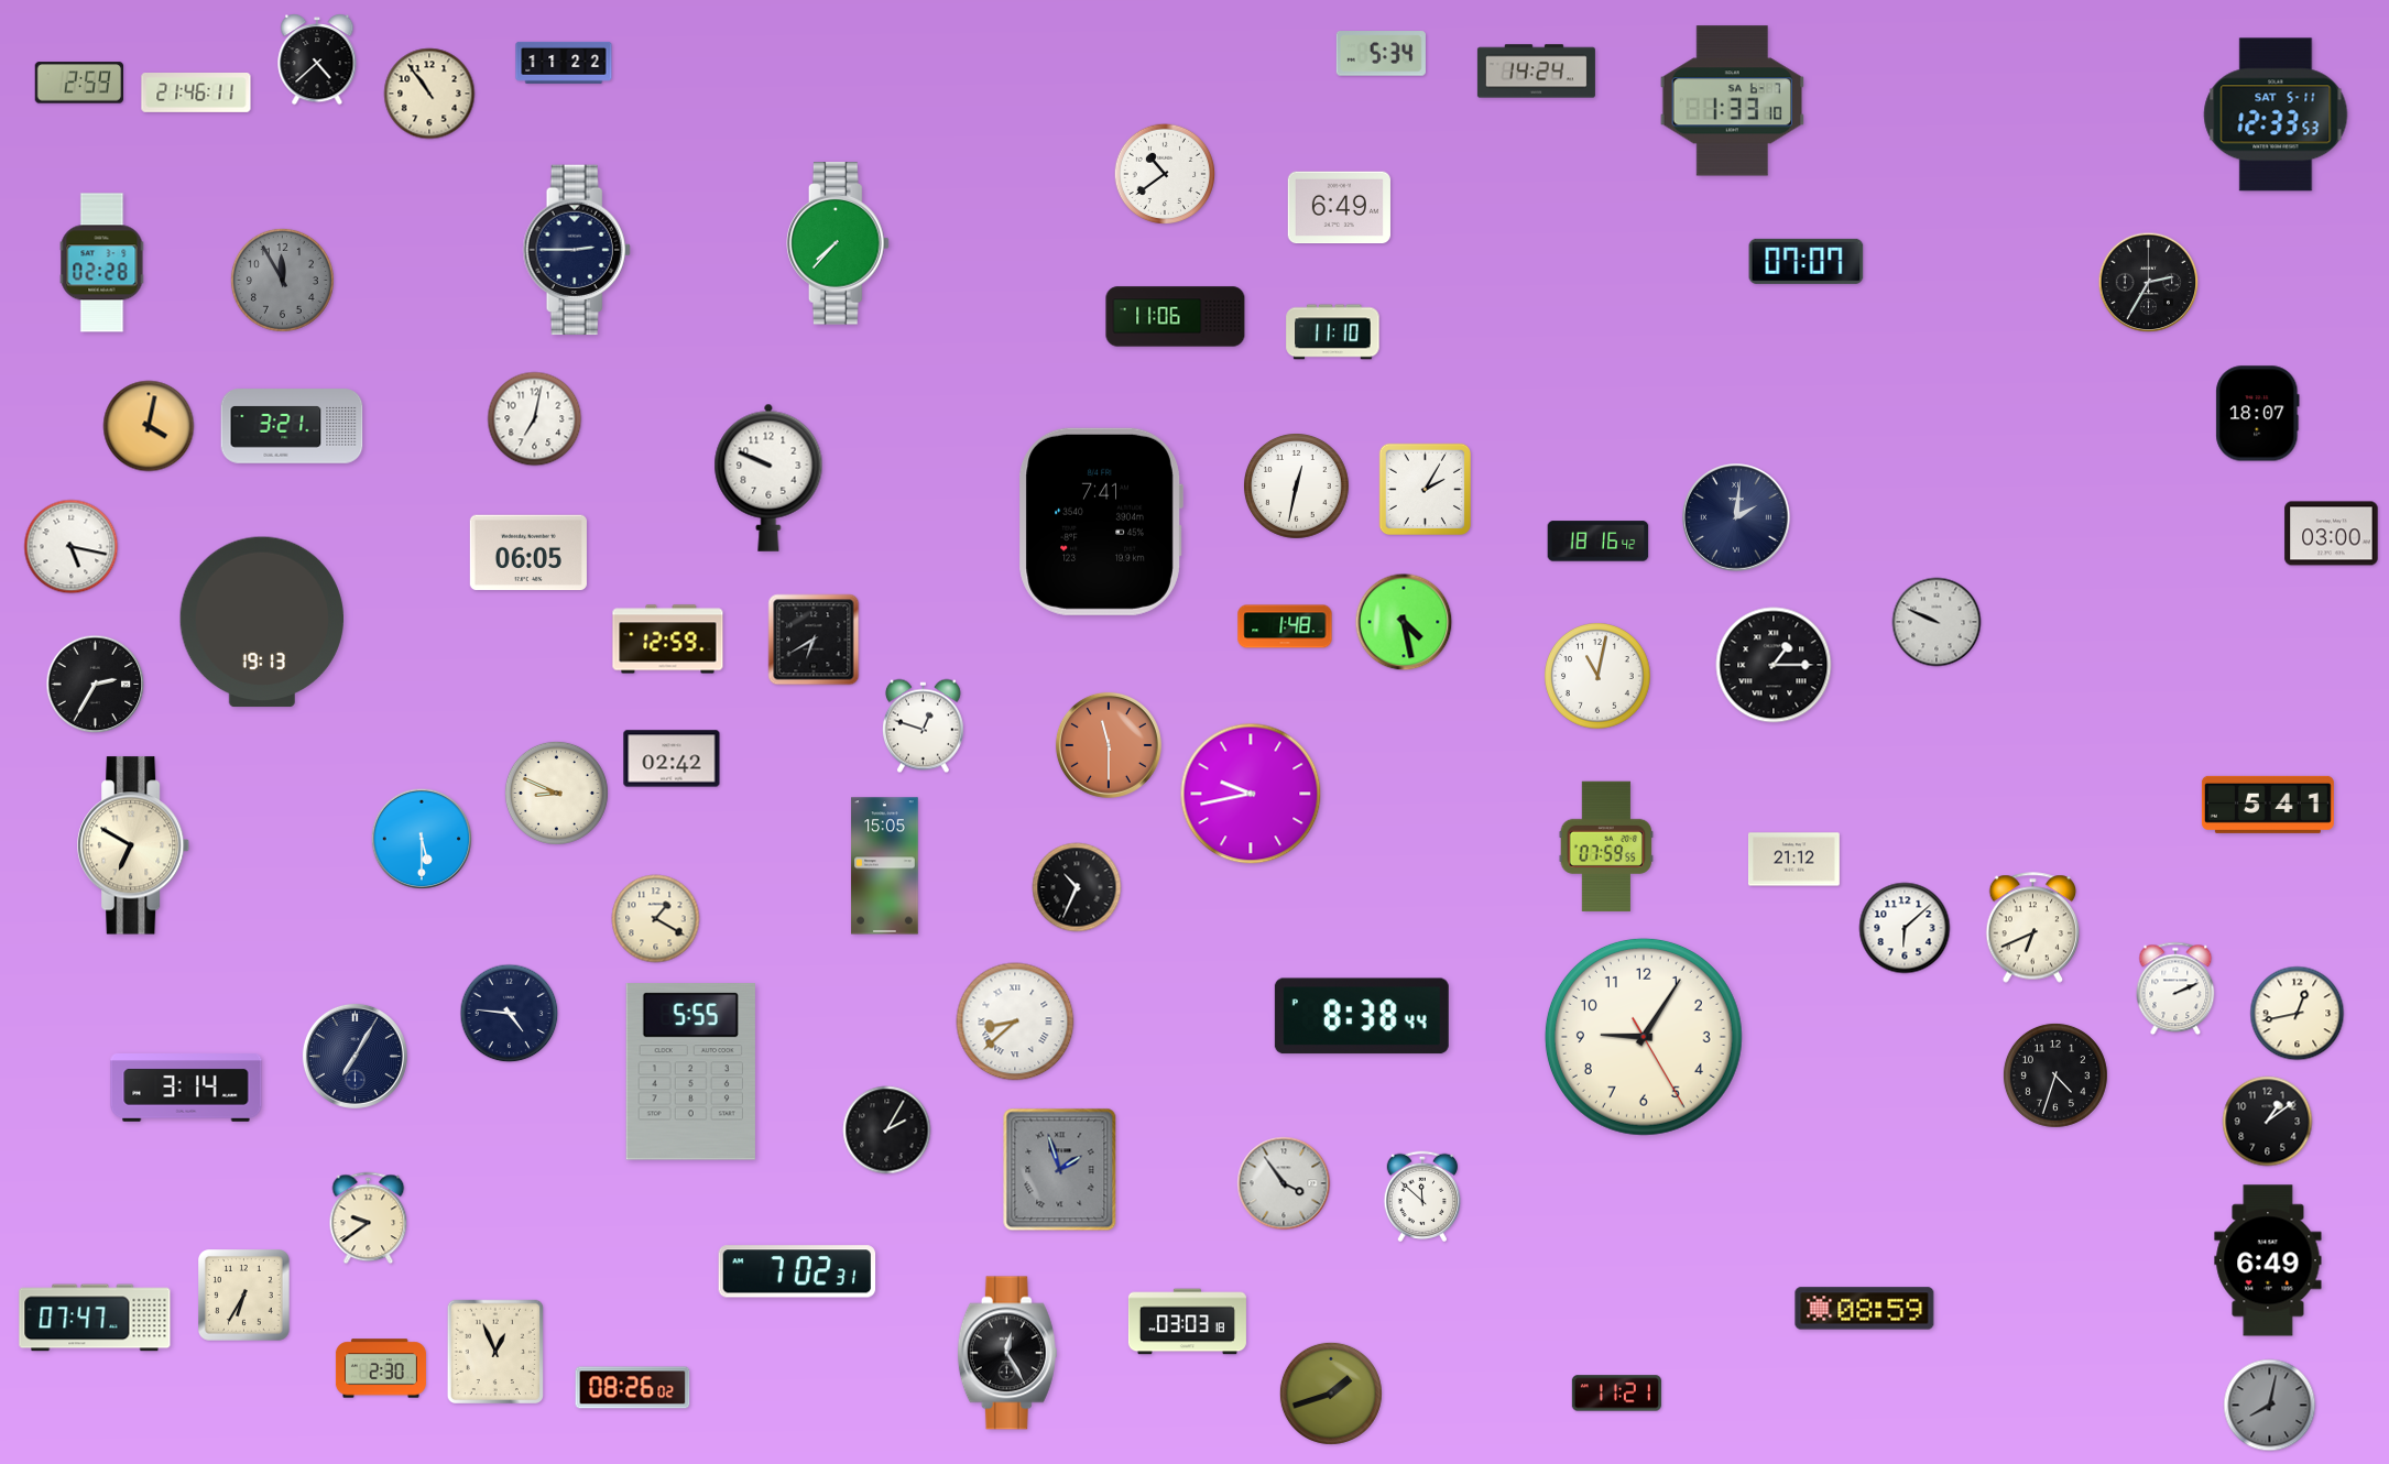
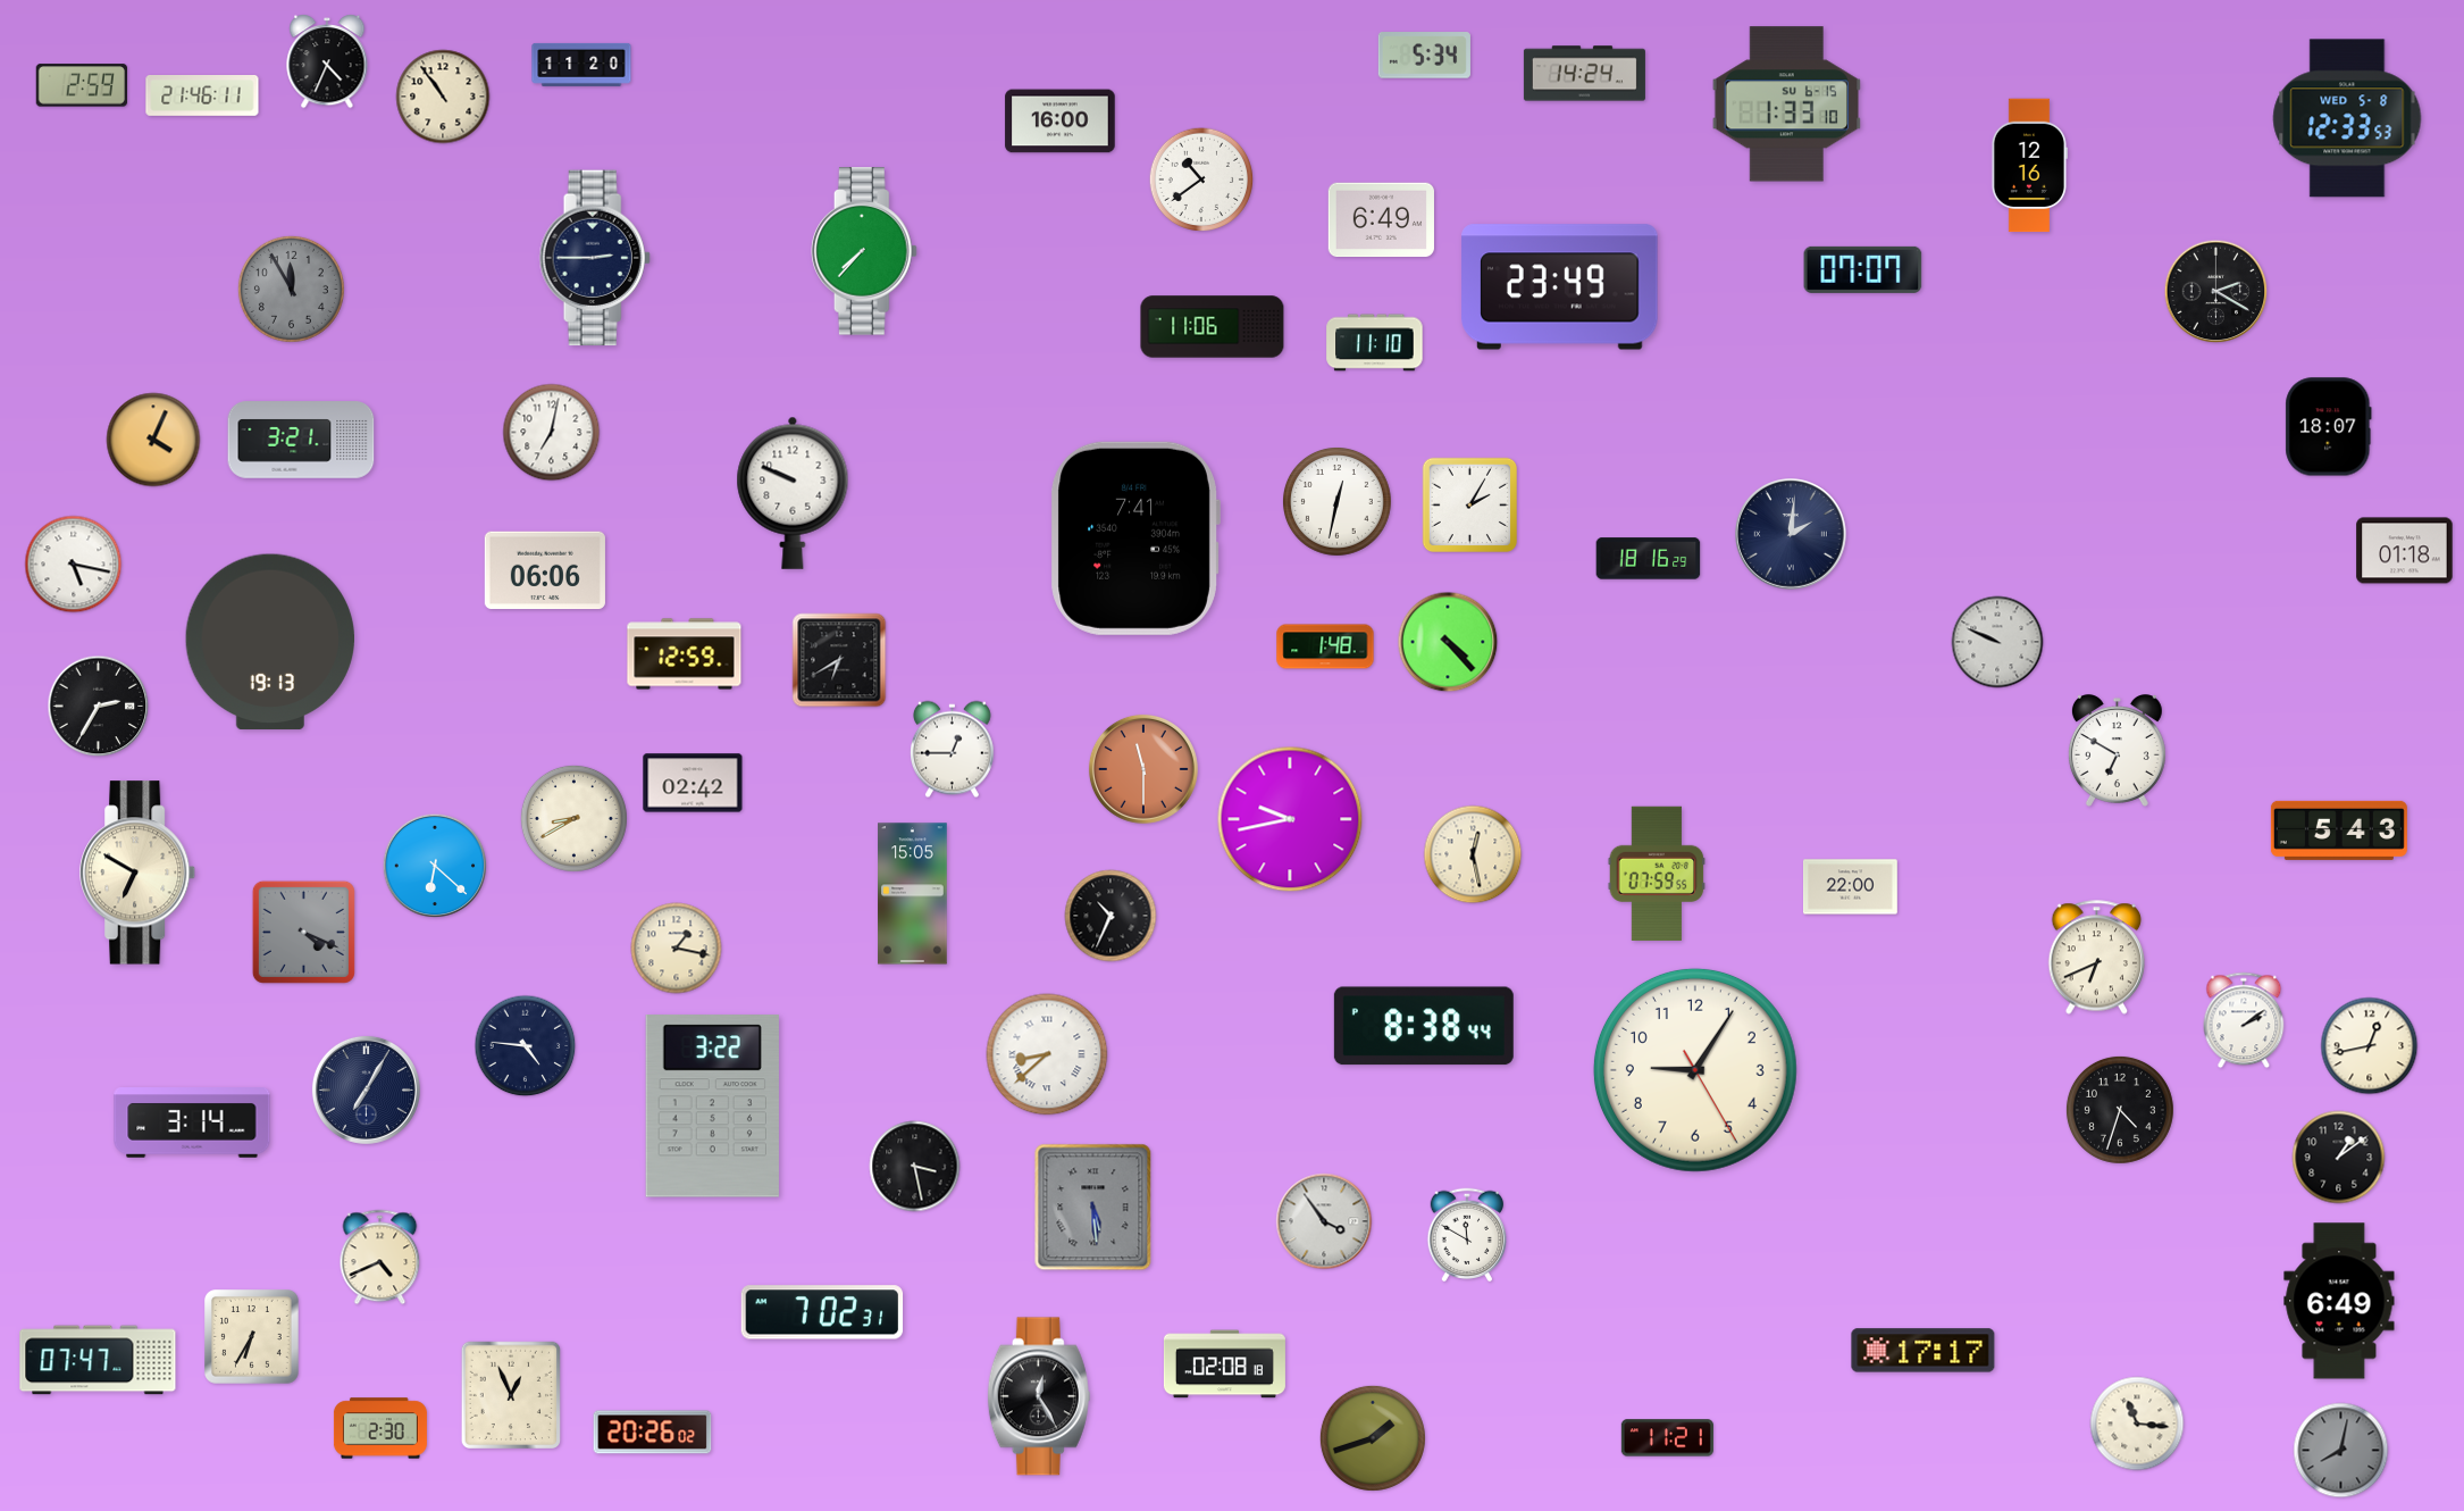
clock at (317, 59): 4:38 -> 4:34
clock at (564, 63): 11:22 -> 11:20
clock at (1732, 101) date: SA 6-7 -> SU 6-15
clock at (2276, 114) date: SAT 5-11 -> WED 5-8
clock at (1061, 122): none -> 16:00
clock at (2029, 166): none -> 12:16
clock at (1339, 208) position: (1339, 208) -> (1381, 220)
clock at (102, 263): 02:28 -> none
clock at (1560, 287): none -> 23:49
clock at (2149, 283): 2:35 -> 2:20
clock at (149, 426): 4:02 -> 4:04
clock at (2332, 534): 03:00 -> 01:18
clock at (1599, 542): 18:16:42 -> 18:16:29
clock at (528, 553): 06:05 -> 06:06
clock at (1404, 622): 4:28 -> 4:23
clock at (668, 640) position: (668, 640) -> (685, 654)
clock at (1774, 665): 1:15 -> none
clock at (1597, 676): 11:02 -> none
clock at (924, 726): 12:48 -> 12:45
clock at (2117, 751): none -> 6:50
clock at (556, 793): 8:49 -> 8:40
clock at (2268, 805): 5:41 -> 5:43
clock at (1473, 854): none -> 12:28
clock at (422, 839): 5:30 -> 6:22
clock at (1795, 860): 21:12 -> 22:00
clock at (303, 932): none -> 4:19
clock at (656, 919): 1:20 -> 1:17
clock at (1905, 928): 6:08 -> none
clock at (2175, 988): 2:11 -> 2:09
clock at (1362, 1016) position: (1362, 1016) -> (1424, 1026)
clock at (690, 1072): 5:55 -> 3:22
clock at (887, 1130): 2:05 -> 3:28
clock at (1060, 1170): 1:57 -> 5:29
clock at (1422, 1197): 11:52 -> 11:50
clock at (369, 1219): 9:39 -> 4:41
clock at (1865, 1309): 08:59 -> 17:17
clock at (1187, 1322): 03:03 -> 02:08
clock at (381, 1368) position: (381, 1368) -> (380, 1428)
clock at (2137, 1424): none -> 11:16
clock at (633, 1388): 08:26 -> 20:26
